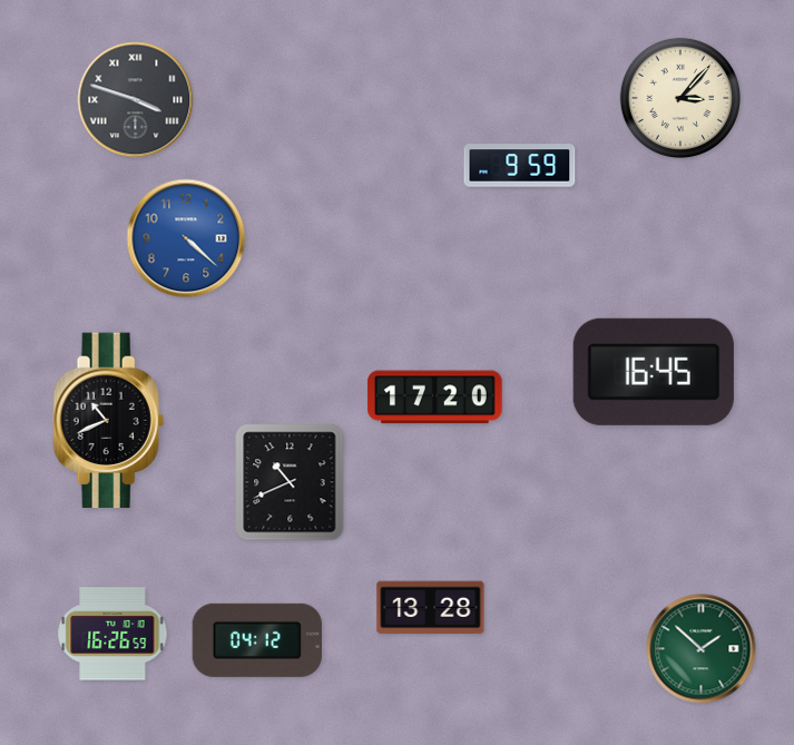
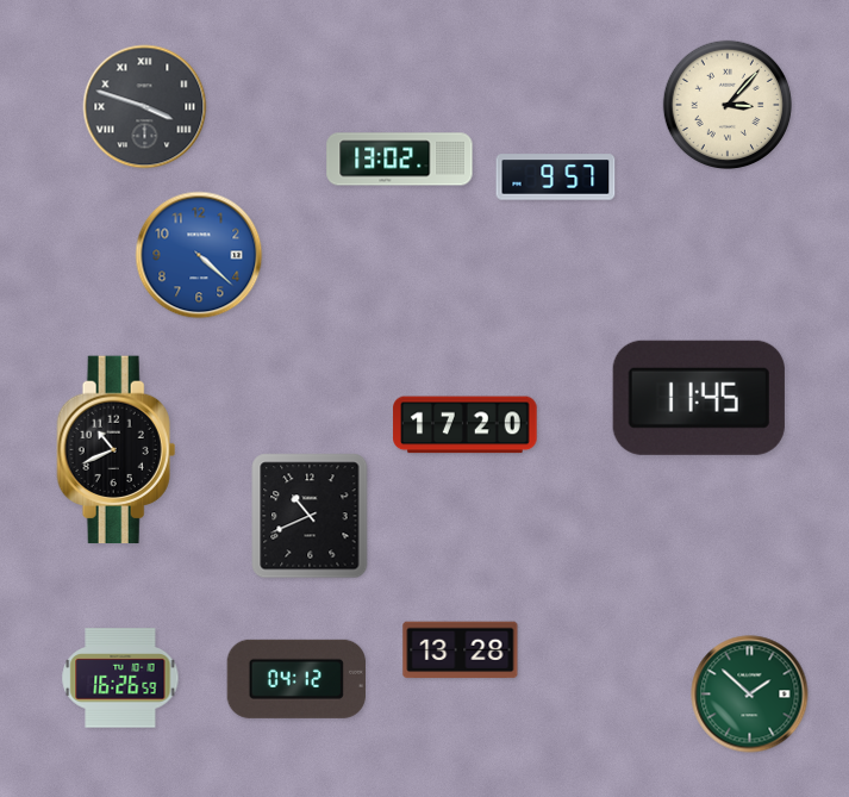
clock at (400, 160): none -> 13:02
clock at (520, 166): 9:59 -> 9:57
clock at (654, 372): 16:45 -> 11:45
clock at (257, 640) position: (257, 640) -> (296, 679)
